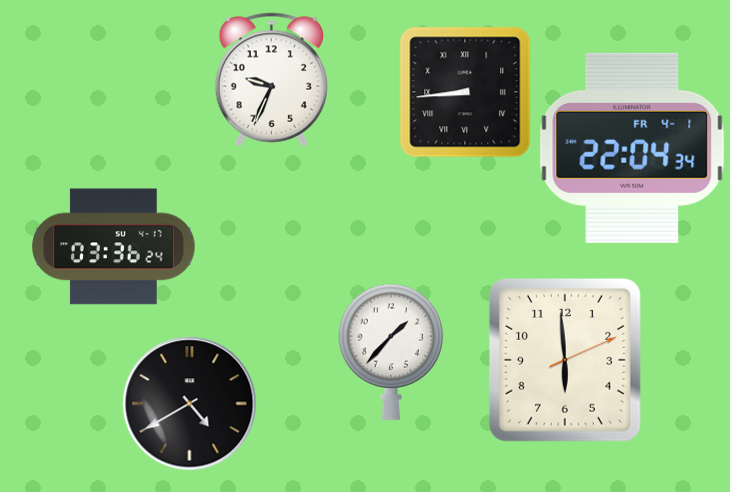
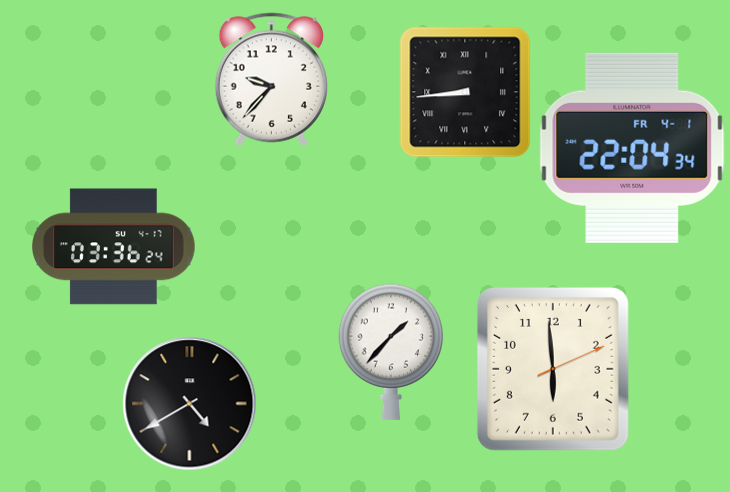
clock at (271, 80): 9:34 -> 9:37
clock at (565, 360) position: (565, 360) -> (553, 369)
